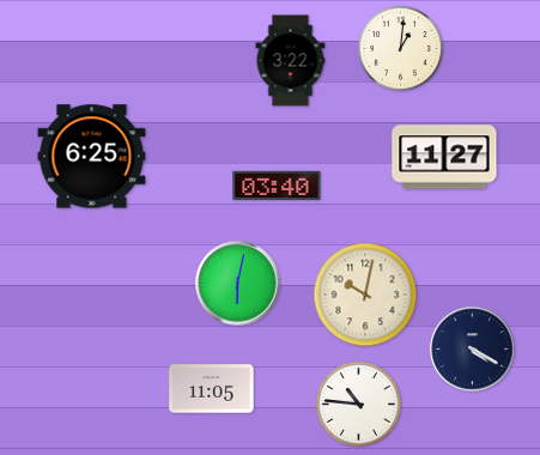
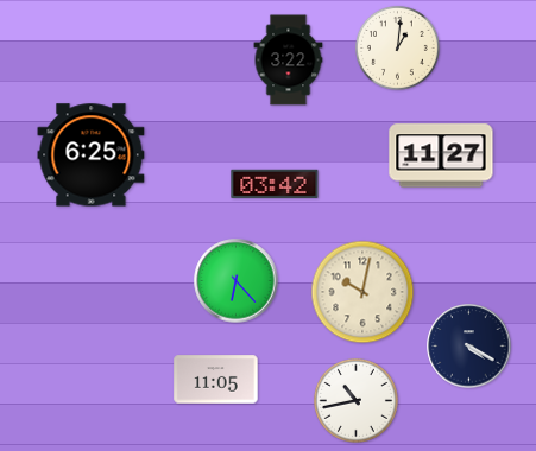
clock at (277, 184): 03:40 -> 03:42
clock at (238, 284): 6:02 -> 6:23
clock at (212, 389) position: (212, 389) -> (216, 380)
clock at (358, 404): 10:46 -> 10:43
